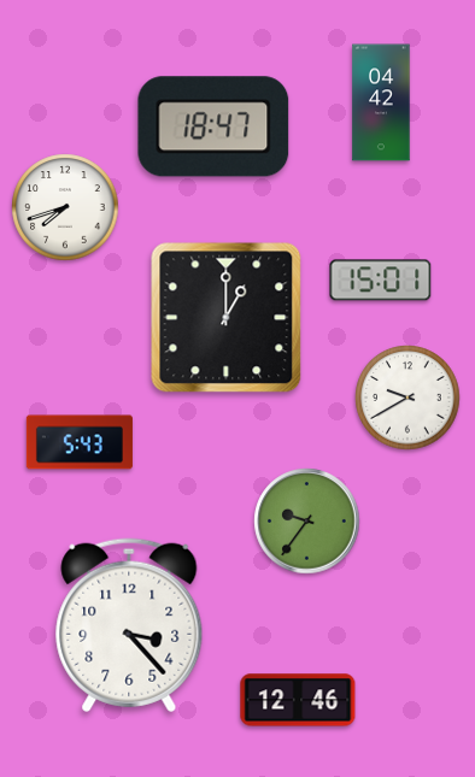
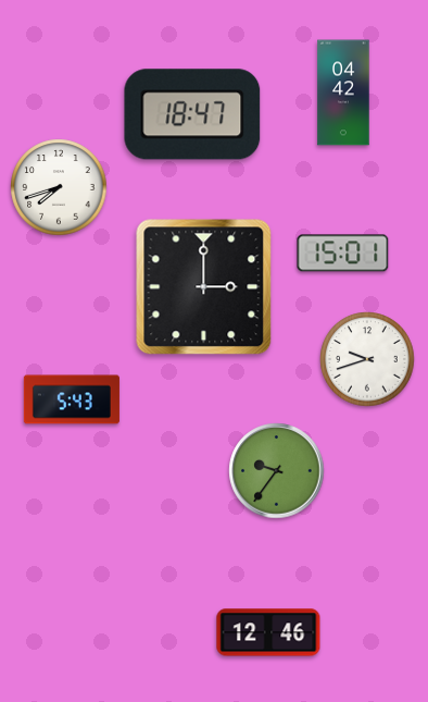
clock at (227, 318): 1:00 -> 3:00
clock at (407, 398): 9:40 -> 9:42
clock at (129, 625): 3:23 -> none
